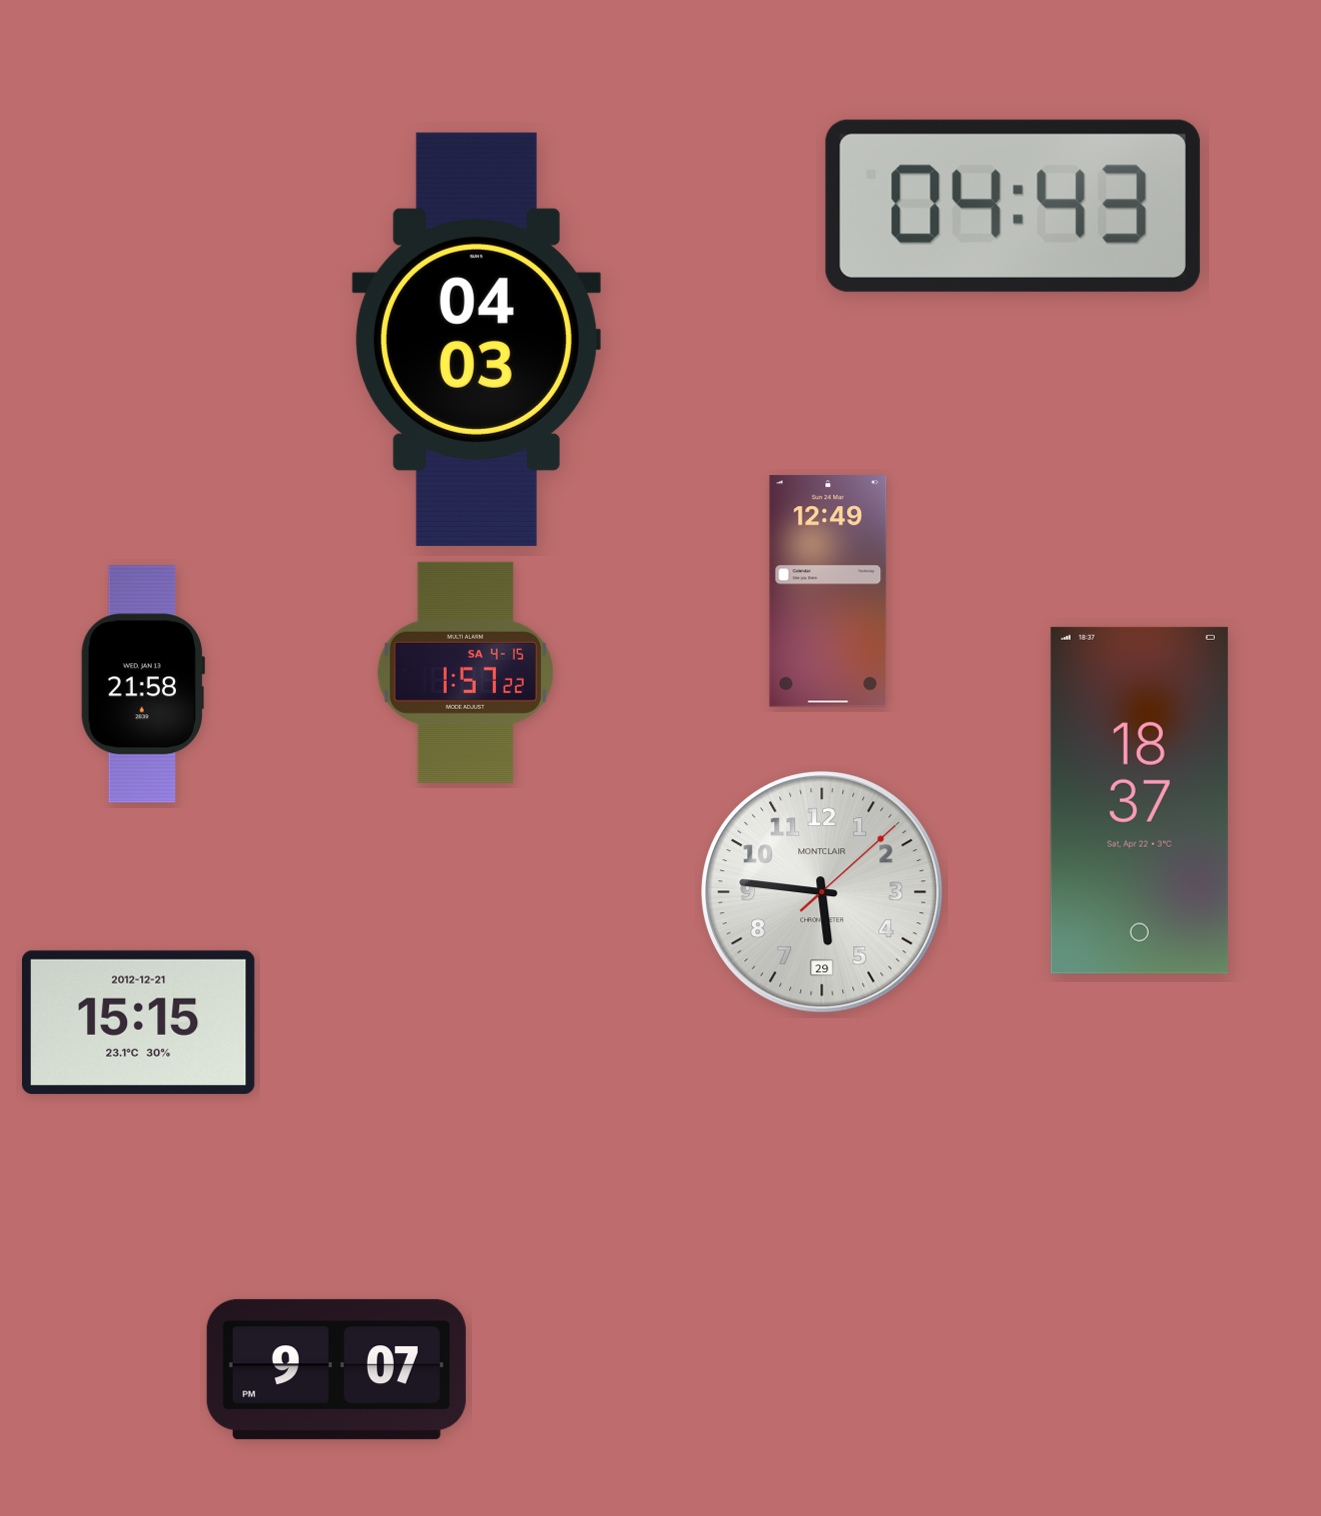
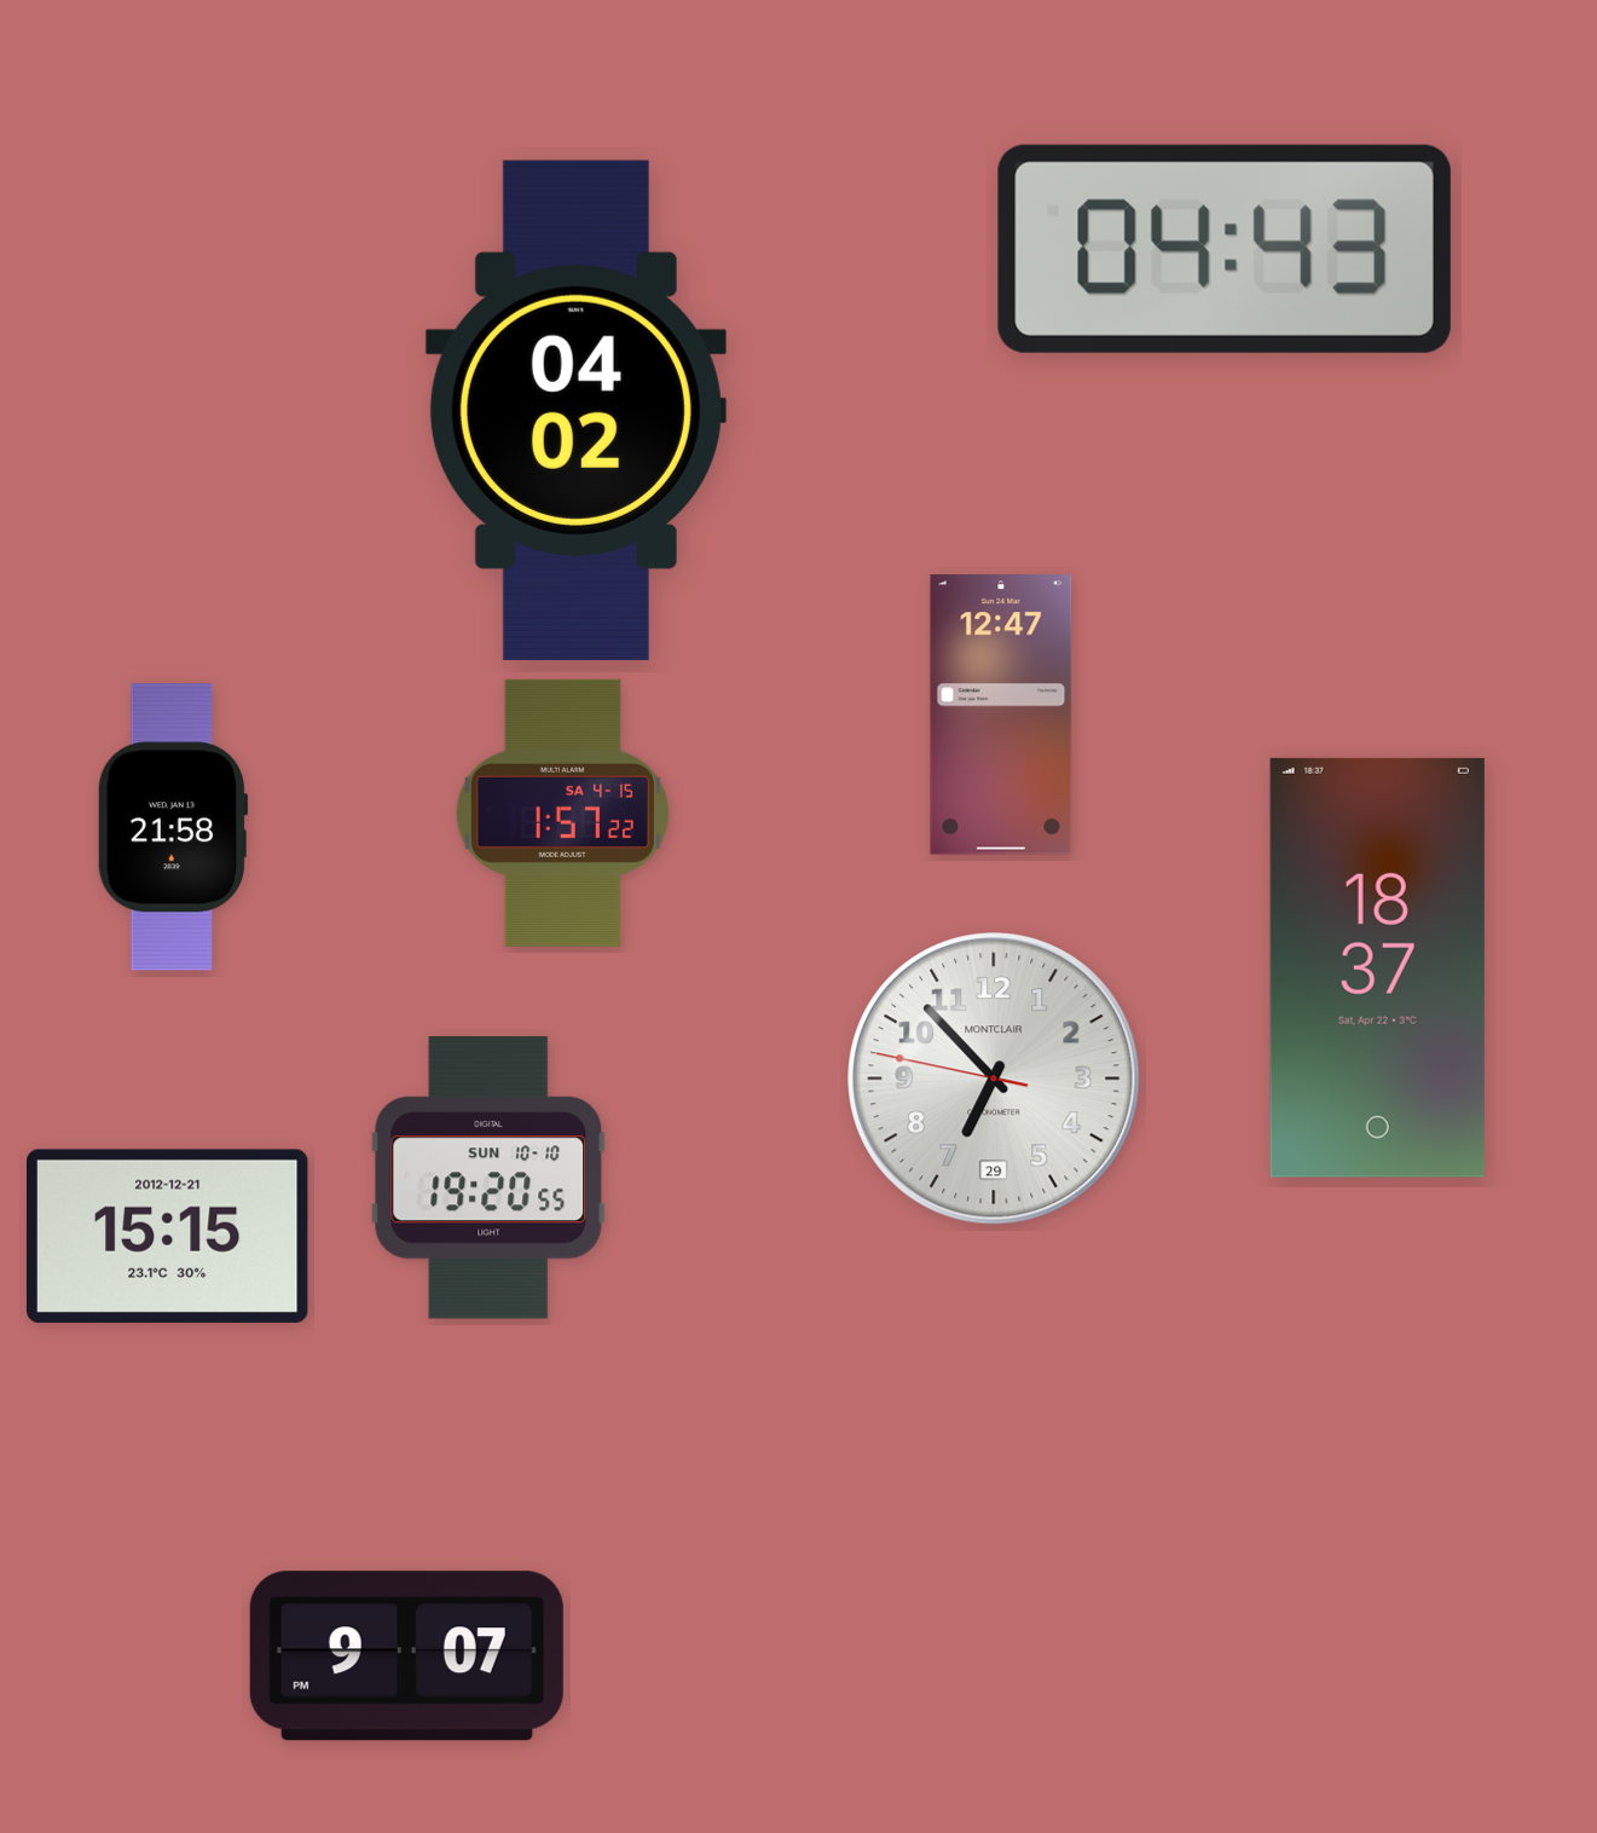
clock at (476, 339): 04:03 -> 04:02
clock at (828, 591): 12:49 -> 12:47
clock at (822, 892): 5:46 -> 6:52
clock at (488, 1178): none -> 19:20
